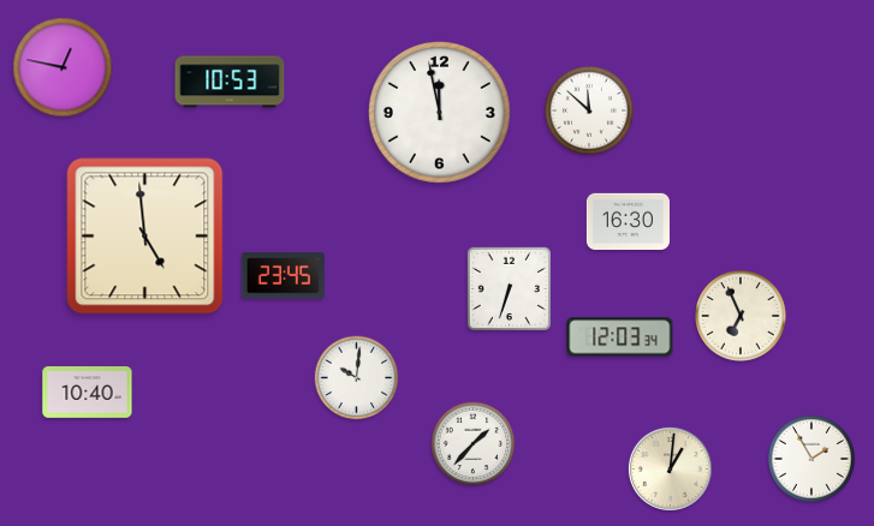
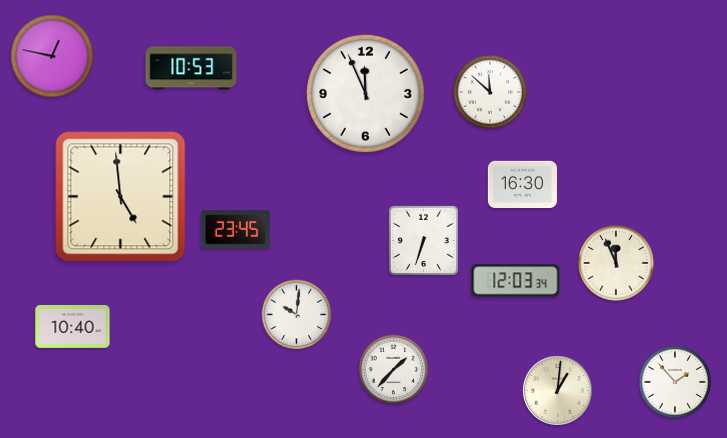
clock at (440, 113): 11:58 -> 11:56
clock at (742, 317): 6:56 -> 11:56
clock at (810, 458): 1:55 -> 1:53
